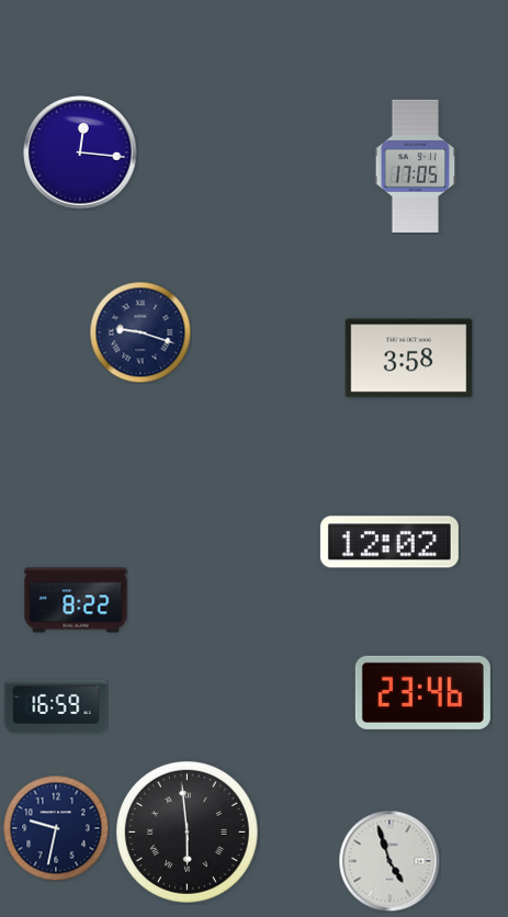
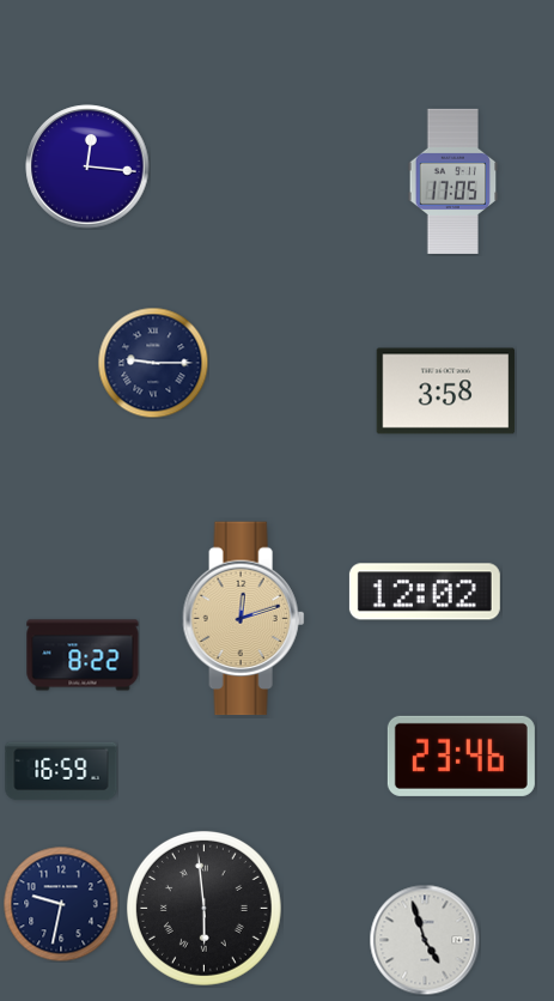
clock at (140, 332): 9:18 -> 9:15
clock at (244, 619): none -> 12:12
